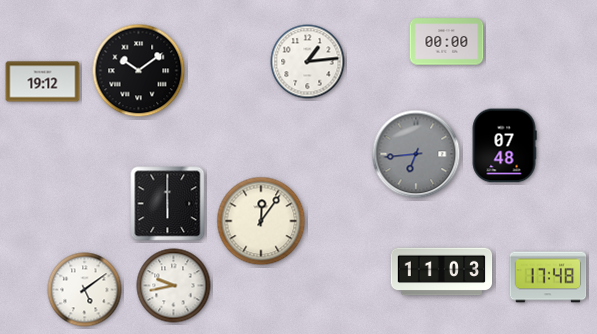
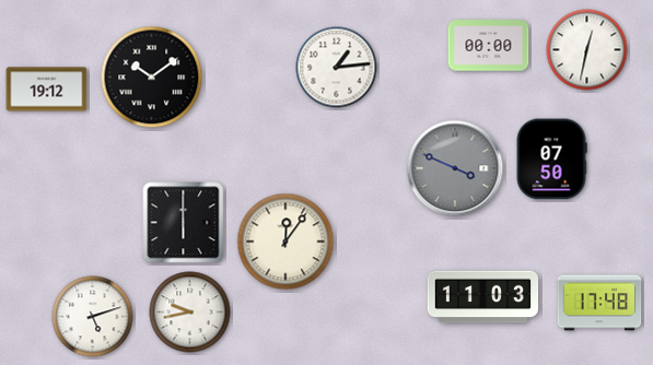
clock at (587, 50): none -> 12:32
clock at (504, 146): 07:48 -> 07:50
clock at (416, 154): 6:44 -> 3:49
clock at (85, 290): 5:09 -> 5:12
